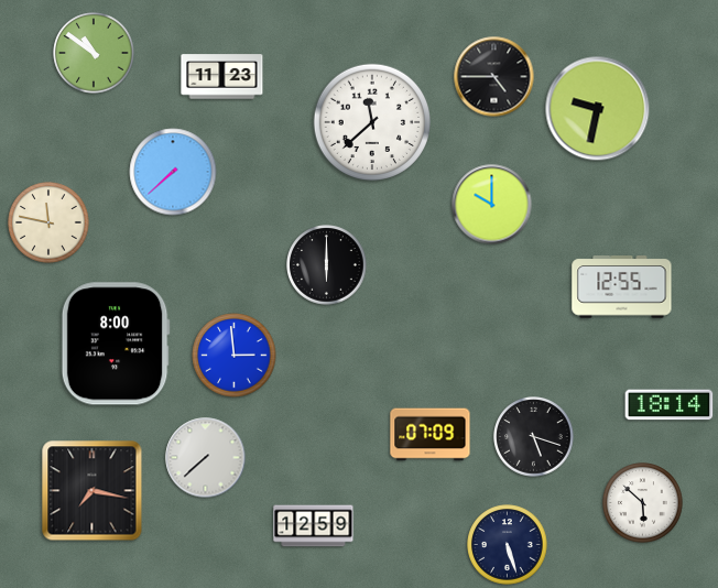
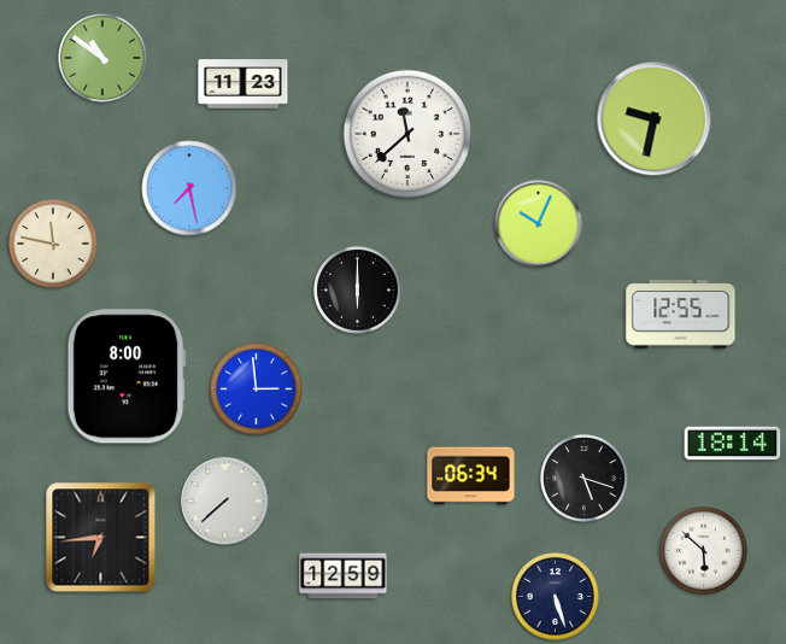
clock at (494, 77): 4:45 -> none
clock at (173, 172): 7:38 -> 7:28
clock at (492, 205): 10:00 -> 10:04
clock at (431, 435): 07:09 -> 06:34
clock at (93, 491): 7:17 -> 6:44
